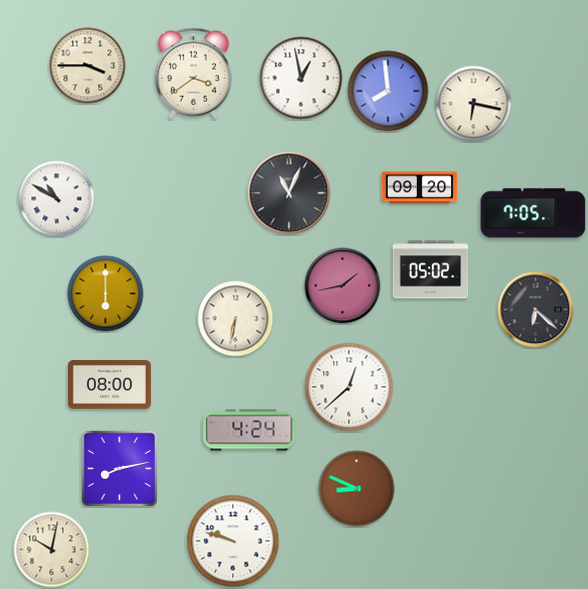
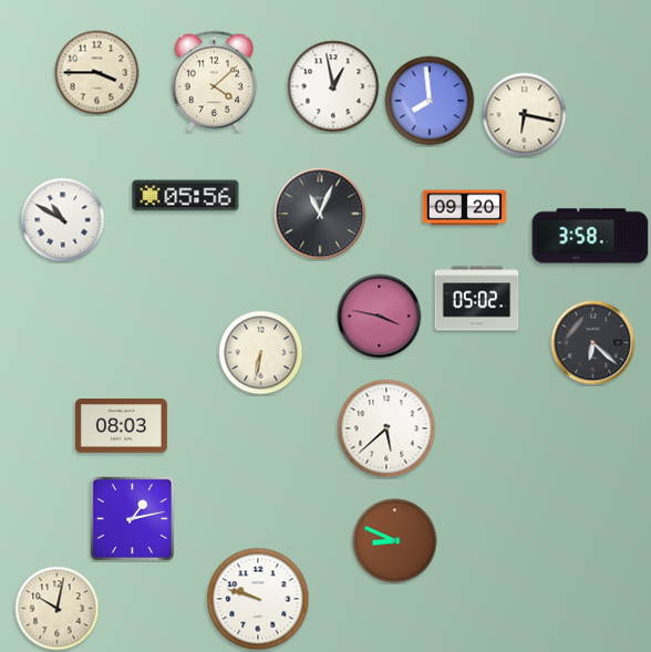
clock at (193, 73): 3:39 -> 4:08
clock at (186, 196): none -> 05:56
clock at (533, 213): 7:05 -> 3:58
clock at (343, 286): 1:43 -> 3:47
clock at (106, 294): 6:00 -> none
clock at (109, 385): 08:00 -> 08:03
clock at (349, 387): 12:38 -> 5:38
clock at (249, 430): 4:24 -> none
clock at (119, 468): 8:13 -> 1:13
